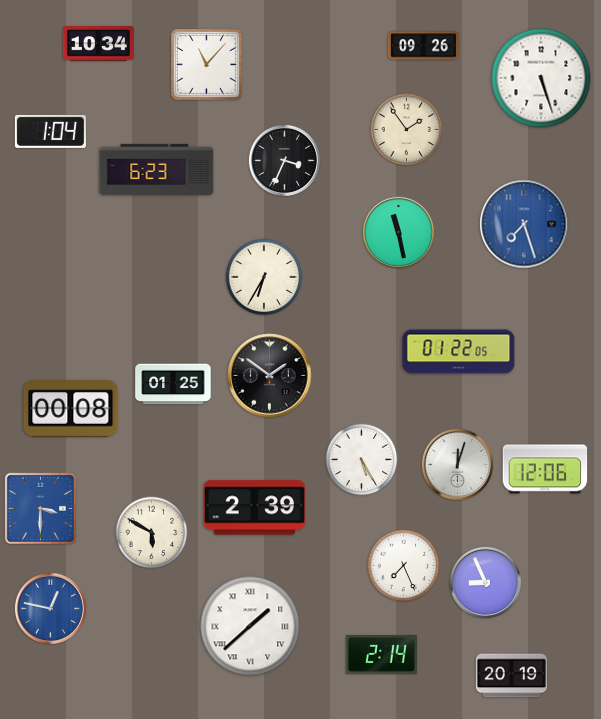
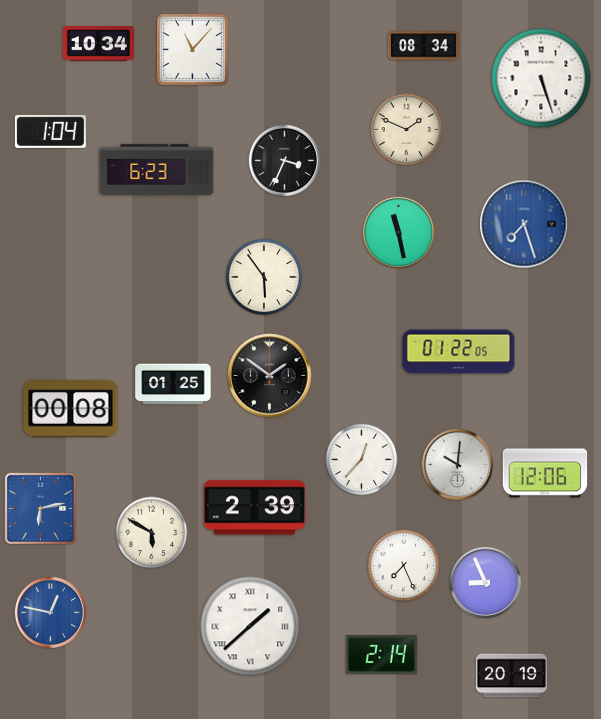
clock at (423, 46): 09:26 -> 08:34
clock at (207, 65) position: (207, 65) -> (193, 50)
clock at (407, 130): 1:54 -> 1:49
clock at (264, 277): 6:35 -> 5:54
clock at (362, 460): 5:25 -> 12:37
clock at (457, 464): 12:03 -> 10:01
clock at (545, 469) position: (545, 469) -> (545, 473)
clock at (40, 508): 3:30 -> 6:13
clock at (50, 608) position: (50, 608) -> (50, 612)
